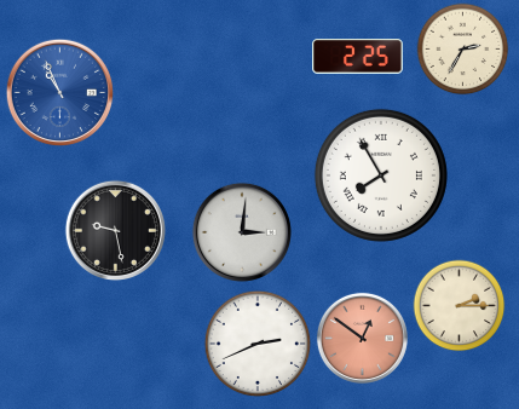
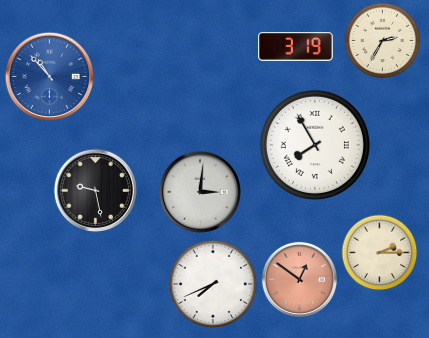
clock at (358, 57): 2:25 -> 3:19
clock at (59, 92): 10:56 -> 10:53
clock at (258, 344): 2:41 -> 7:41
